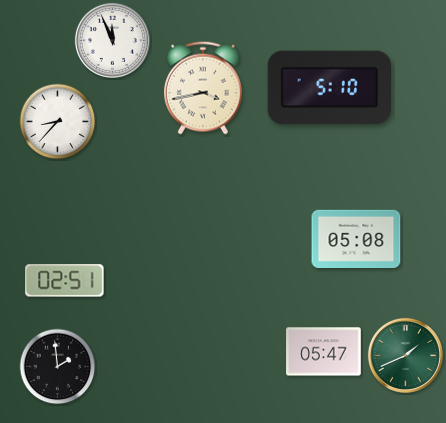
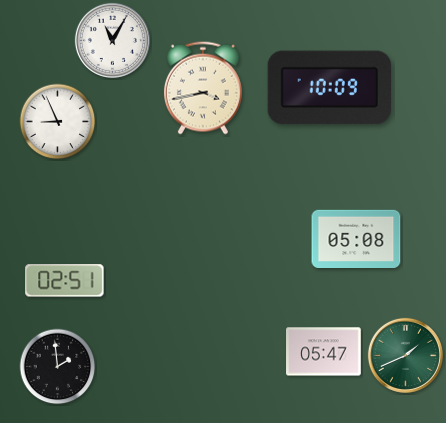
clock at (112, 40): 11:56 -> 11:05
clock at (329, 88): 5:10 -> 10:09
clock at (58, 122): 8:37 -> 8:56
